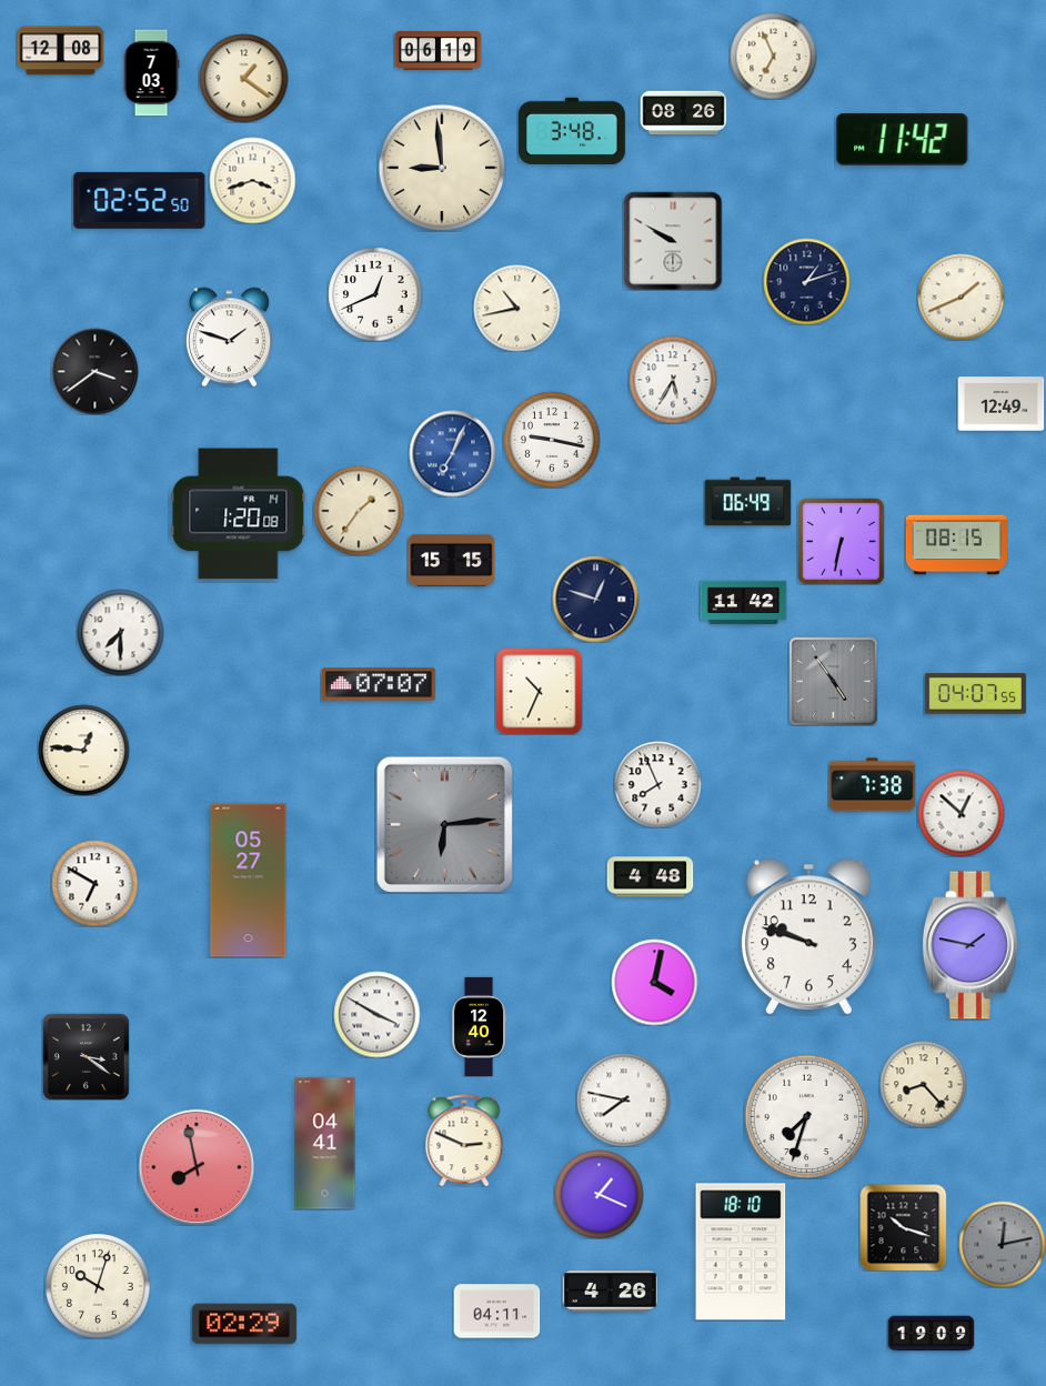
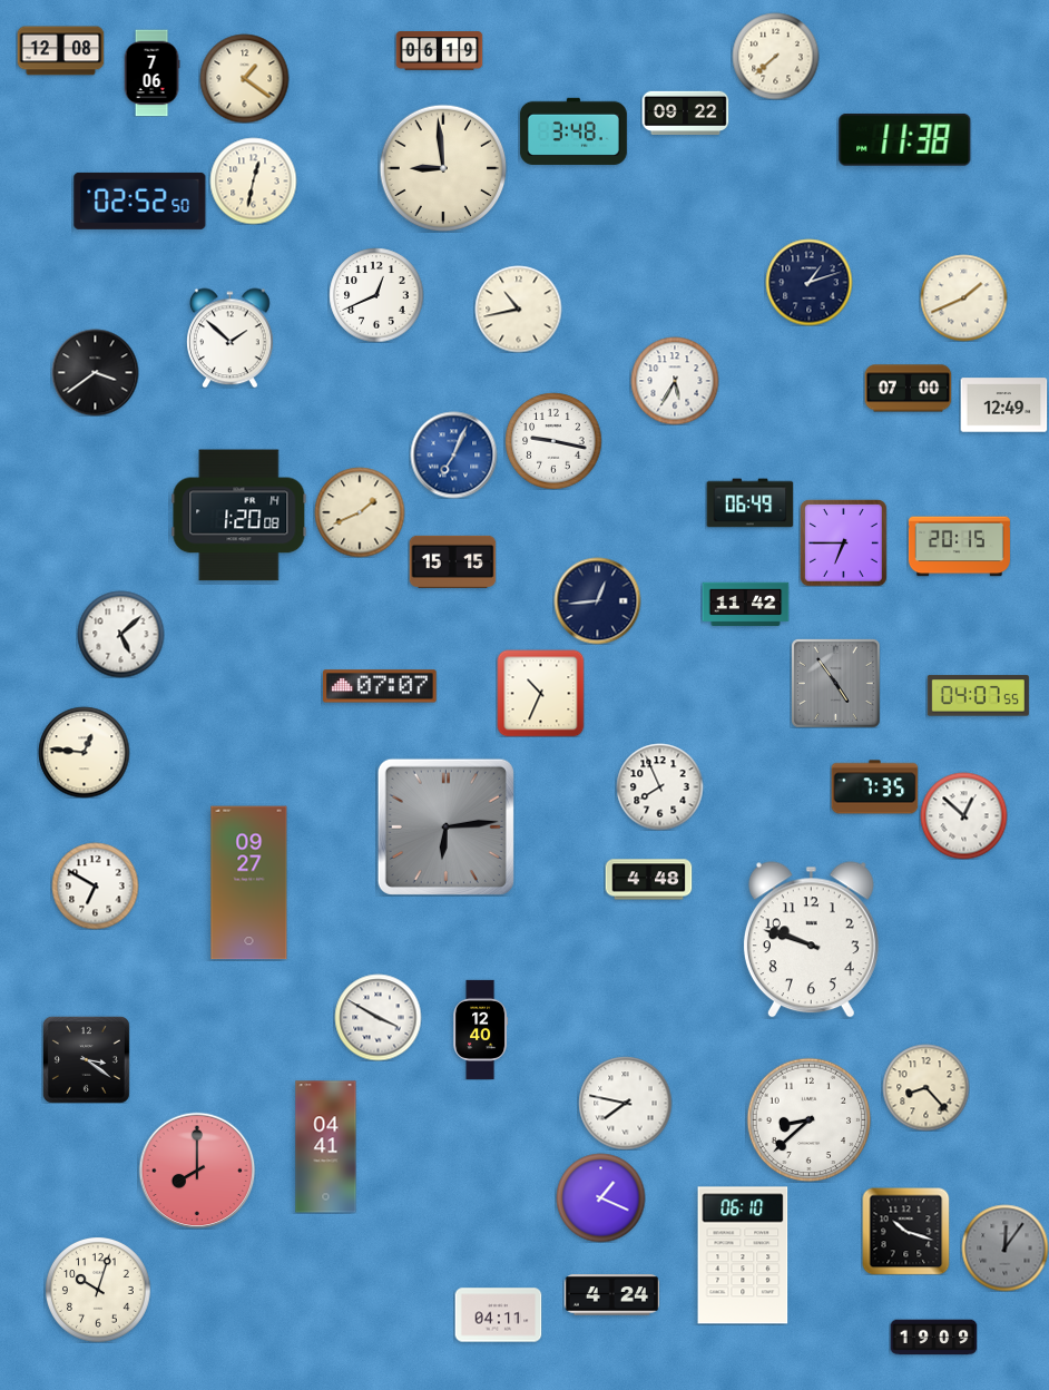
clock at (773, 56): 6:56 -> 7:38
clock at (151, 72): 7:03 -> 7:06
clock at (683, 112): 08:26 -> 09:22
clock at (903, 139): 11:42 -> 11:38
clock at (252, 180): 3:42 -> 12:32
clock at (673, 241): 9:50 -> none
clock at (230, 337): 1:48 -> 1:52
clock at (908, 389): none -> 07:00
clock at (359, 511): 1:36 -> 1:41
clock at (842, 542): 6:32 -> 6:45
clock at (956, 545): 08:15 -> 20:15
clock at (595, 599): 12:48 -> 12:44
clock at (120, 632): 7:30 -> 5:08
clock at (872, 785): 7:38 -> 7:35
clock at (650, 877) position: (650, 877) -> (648, 880)
clock at (249, 881): 05:27 -> 09:27
clock at (970, 945): 1:47 -> none
clock at (654, 982): 4:02 -> none
clock at (806, 1116): 7:33 -> 8:38
clock at (464, 1141): 2:49 -> none
clock at (197, 1167): 7:58 -> 8:00
clock at (1002, 1244): 12:13 -> 12:06
clock at (741, 1252): 18:10 -> 06:10
clock at (610, 1292): 4:26 -> 4:24
clock at (244, 1324): 02:29 -> none
